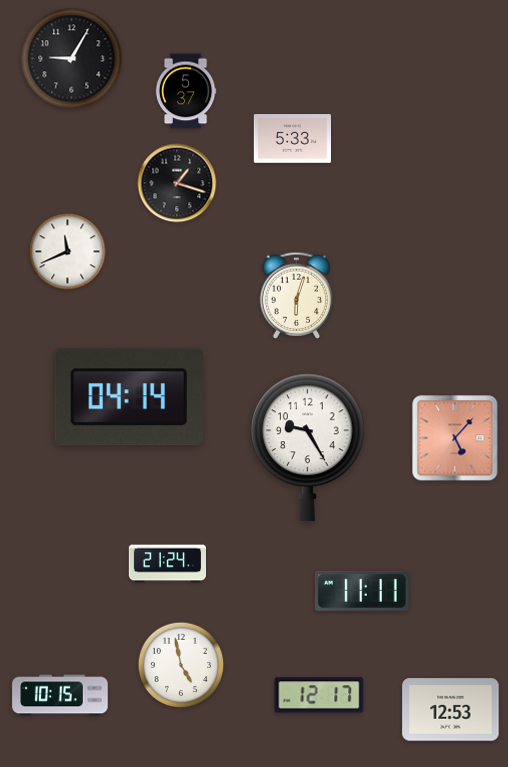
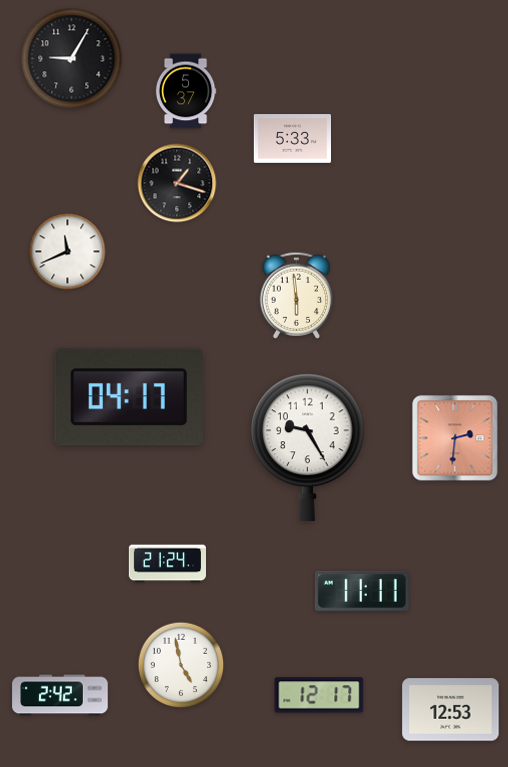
clock at (297, 295): 6:03 -> 5:59
clock at (129, 397): 04:14 -> 04:17
clock at (455, 438): 5:07 -> 2:31
clock at (60, 695): 10:15 -> 2:42
